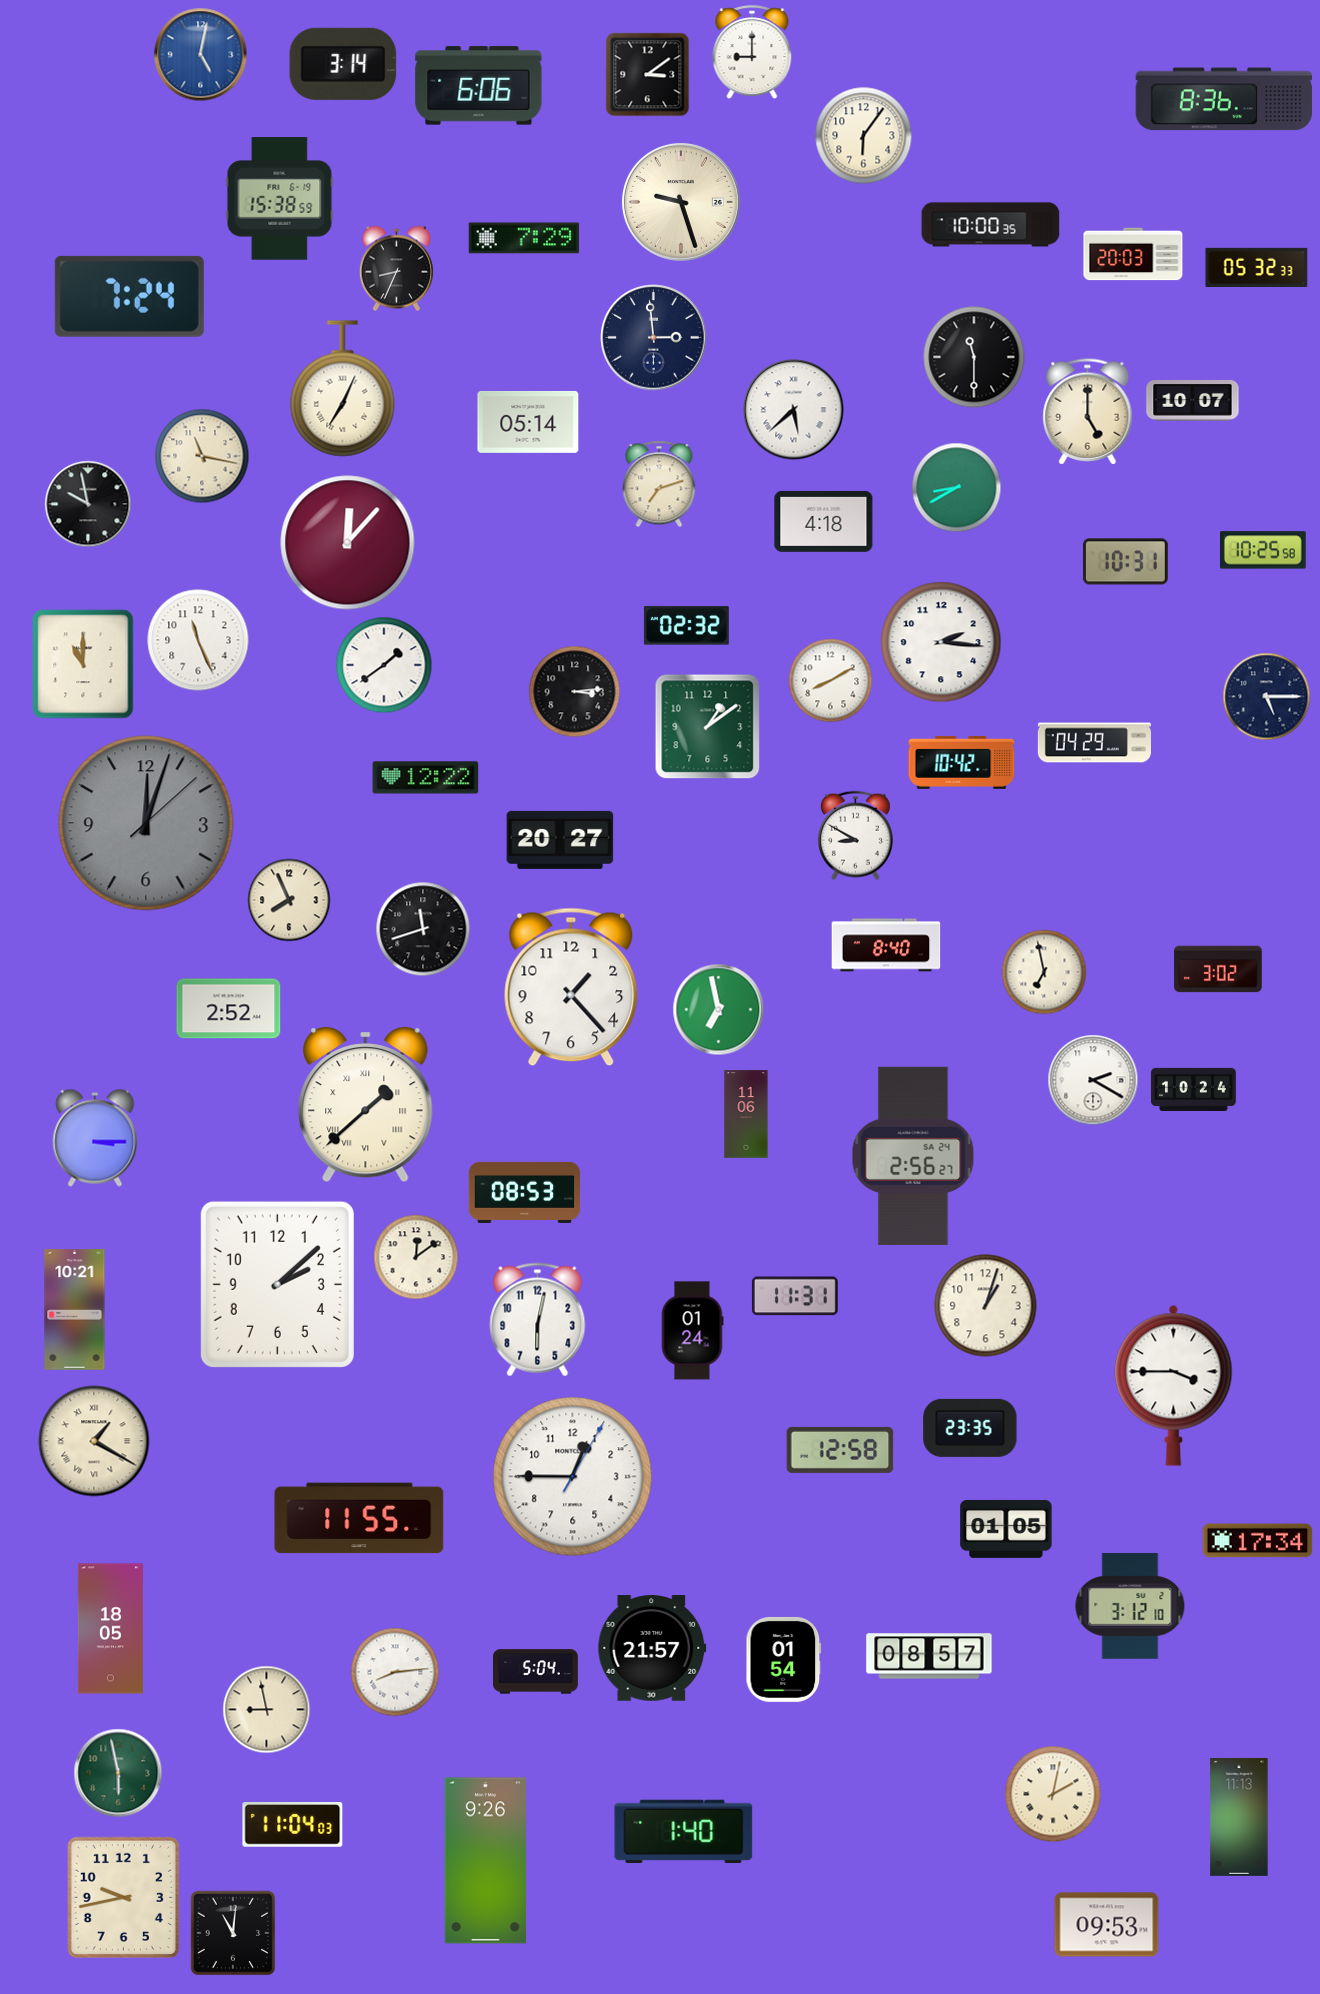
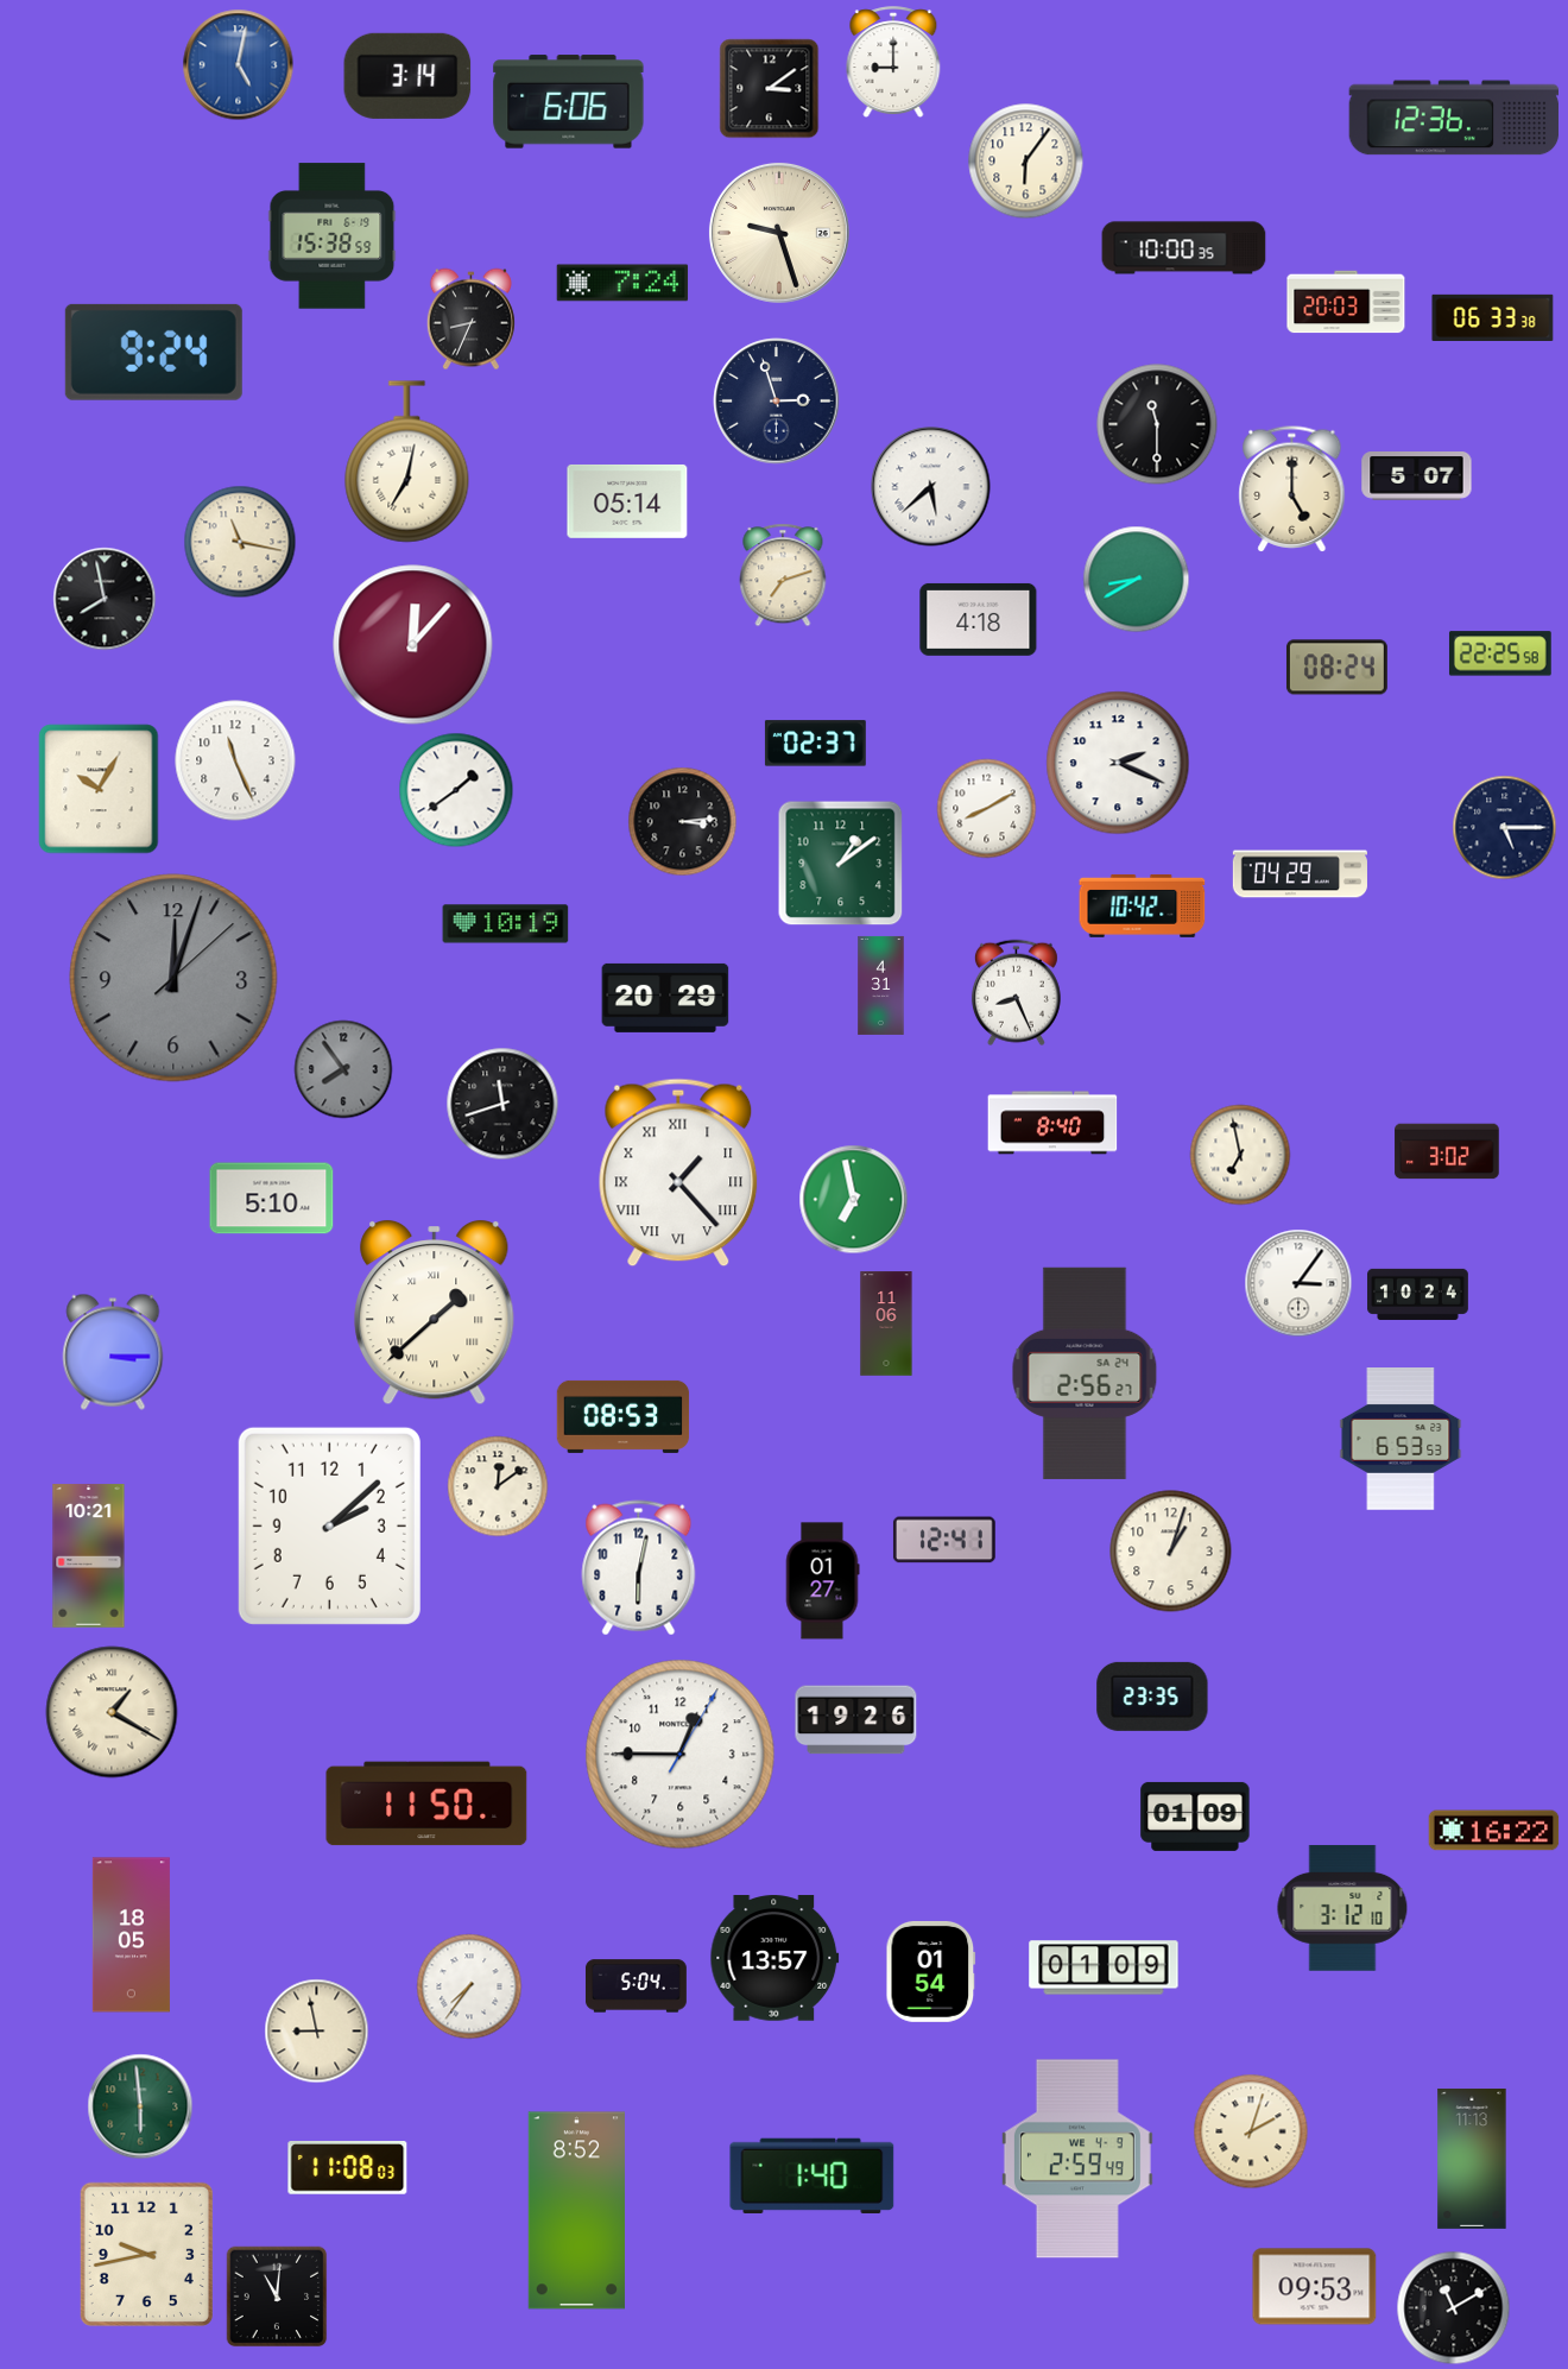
clock at (1224, 99): 8:36 -> 12:36
clock at (681, 202) position: (681, 202) -> (779, 233)
clock at (991, 225) position: (991, 225) -> (1184, 248)
clock at (524, 238): 7:29 -> 7:24
clock at (1257, 267): 05:32 -> 06:33
clock at (129, 296): 7:24 -> 9:24
clock at (654, 338): 2:59 -> 2:57
clock at (343, 389): 7:04 -> 7:02
clock at (1193, 401): 10:07 -> 5:07
clock at (794, 410) position: (794, 410) -> (931, 487)
clock at (88, 504): 9:58 -> 7:58
clock at (1263, 550): 10:25 -> 22:25
clock at (1125, 562): 10:31 -> 08:24
clock at (686, 626): 02:32 -> 02:37
clock at (941, 642): 2:16 -> 2:19
clock at (83, 664): 11:00 -> 10:05
clock at (1094, 743) position: (1094, 743) -> (1300, 874)
clock at (426, 778): 12:22 -> 10:19
clock at (881, 985): none -> 4:31
clock at (855, 836): 8:50 -> 8:26
clock at (560, 840): 20:27 -> 20:29
clock at (289, 900): 7:56 -> 7:54
clock at (289, 900) dial: cream -> grey
clock at (571, 987) numerals: Arabic -> Roman
clock at (229, 1009): 2:52 -> 5:10
clock at (1093, 1080): 2:20 -> 3:06
clock at (1401, 1440): none -> 6:53
clock at (416, 1257) position: (416, 1257) -> (498, 1486)
clock at (795, 1296): 11:31 -> 12:41
clock at (692, 1331): 01:24 -> 01:27
clock at (1174, 1385): 3:45 -> none
clock at (856, 1720): none -> 19:26
clock at (840, 1450): 12:58 -> none
clock at (359, 1518): 11:55 -> 11:50
clock at (1006, 1529): 01:05 -> 01:09
clock at (1258, 1541): 17:34 -> 16:22
clock at (652, 1648): 21:57 -> 13:57
clock at (929, 1656): 08:57 -> 01:09
clock at (395, 1672): 8:14 -> 7:36
clock at (118, 1773): 5:58 -> 5:59
clock at (1053, 1794): 2:02 -> 2:03
clock at (1077, 2159): none -> 2:59
clock at (293, 1825): 11:04 -> 11:08
clock at (485, 1861): 9:26 -> 8:52
clock at (1454, 2308): none -> 11:10
